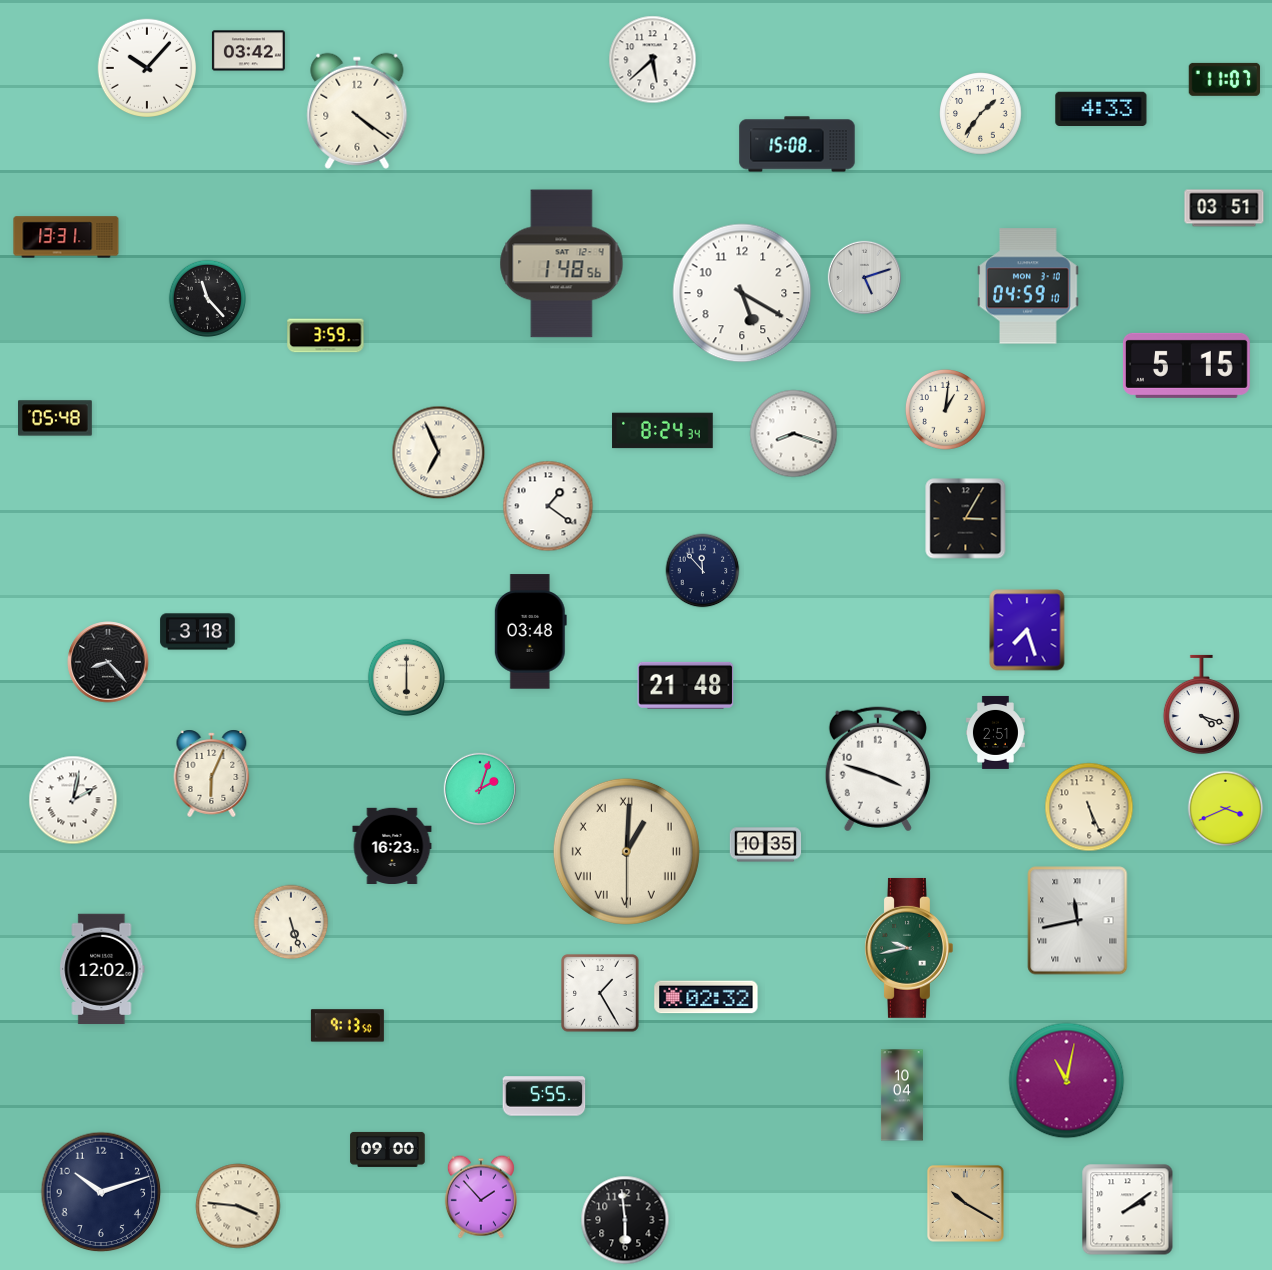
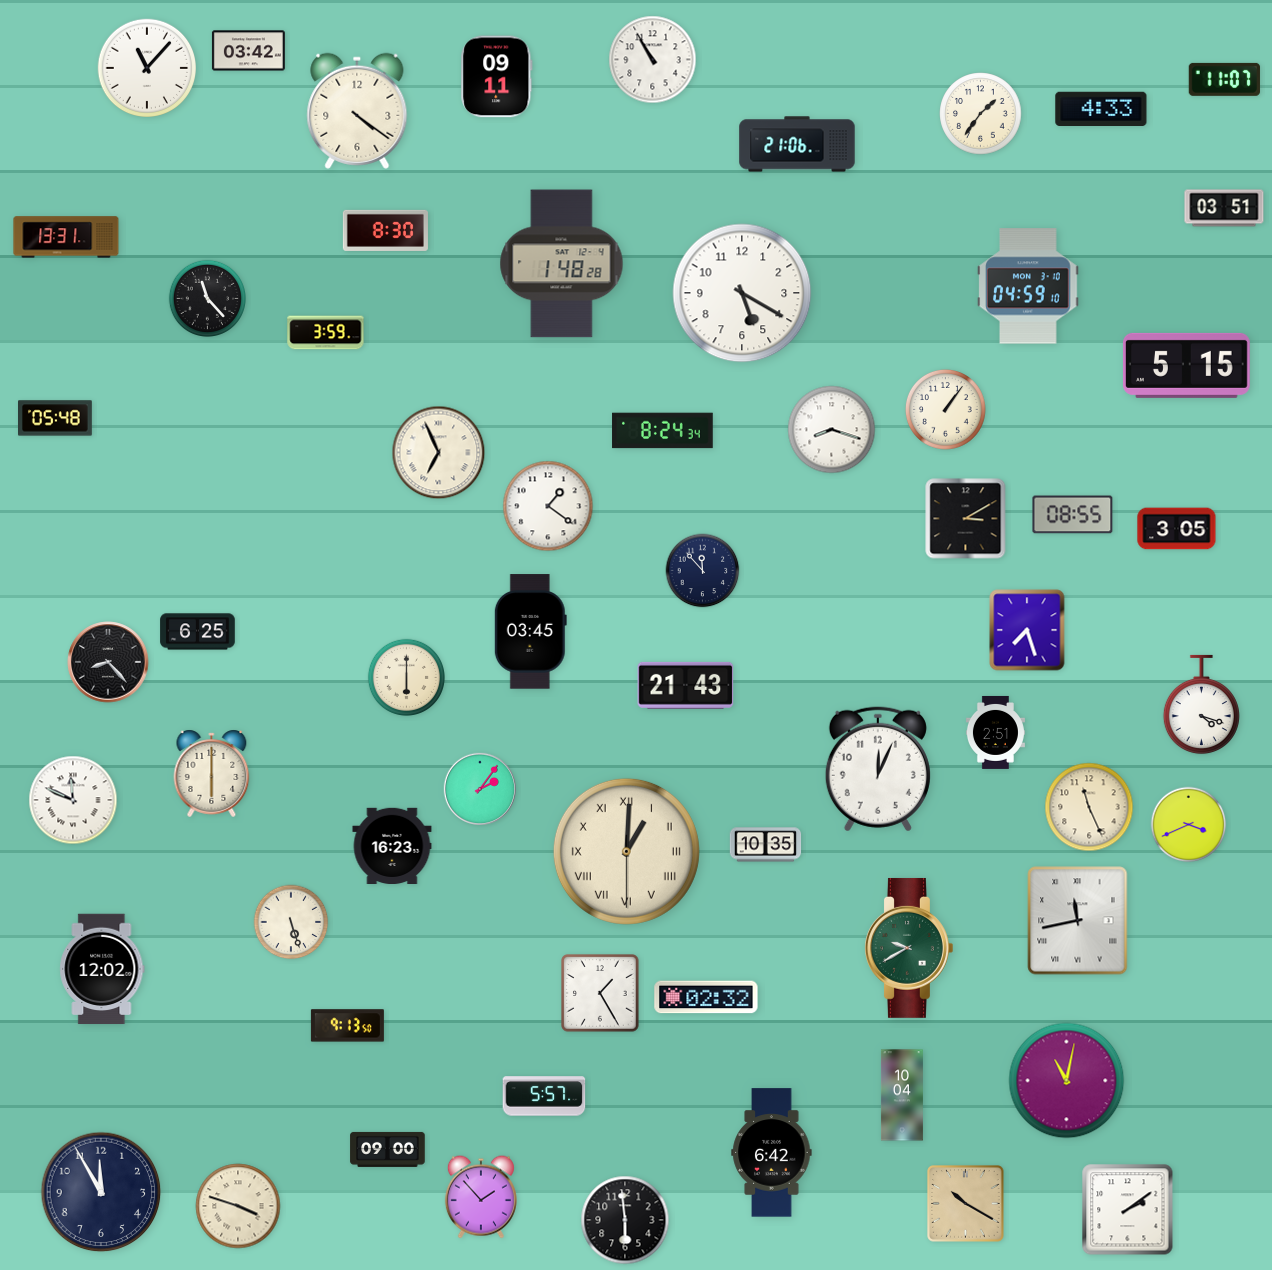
clock at (653, 60): 5:38 -> 10:55
clock at (146, 67): 10:07 -> 11:07
clock at (497, 77): none -> 09:11
clock at (797, 144): 15:08 -> 21:06
clock at (385, 230): none -> 8:30
clock at (562, 264): 1:48:56 -> 1:48:28
clock at (864, 277): 5:12 -> none
clock at (326, 336) position: (326, 336) -> (326, 333)
clock at (945, 409): 1:01 -> 1:06
clock at (794, 434) position: (794, 434) -> (832, 430)
clock at (1073, 515): none -> 08:55
clock at (966, 519): 3:05 -> 3:10
clock at (1177, 529): none -> 3:05
clock at (198, 632): 3:18 -> 6:25
clock at (530, 632): 03:48 -> 03:45
clock at (686, 685): 21:48 -> 21:43
clock at (878, 769): 3:48 -> 12:04
clock at (212, 773): 6:04 -> 6:00
clock at (479, 788): 2:03 -> 2:06
clock at (73, 800): 2:02 -> 11:49
clock at (1089, 807): 5:26 -> 11:26
clock at (1226, 809) position: (1226, 809) -> (1189, 825)
clock at (909, 948): 9:43 -> 9:40
clock at (544, 1096): 5:55 -> 5:57
clock at (772, 1153): none -> 6:42
clock at (101, 1192): 10:12 -> 11:55
clock at (238, 1206): 3:46 -> 3:48
